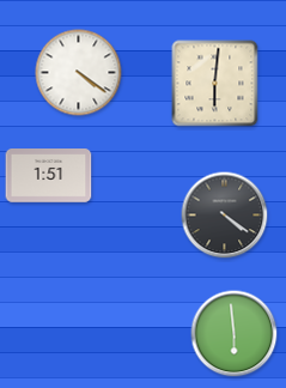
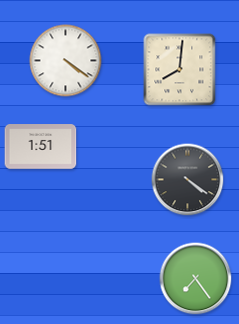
clock at (215, 84): 6:01 -> 8:01
clock at (235, 334): 5:59 -> 7:24
